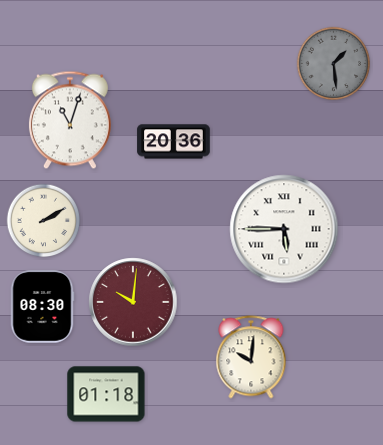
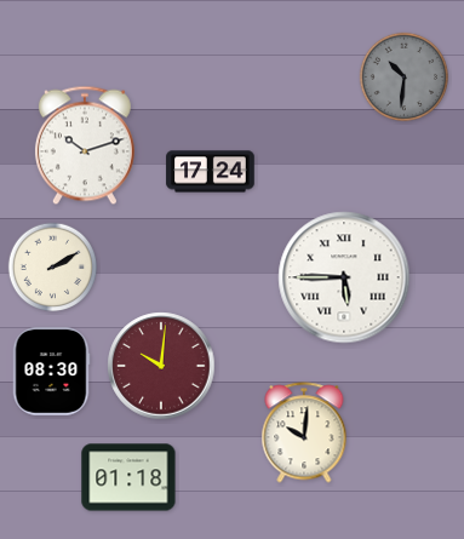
clock at (334, 64): 1:29 -> 10:31
clock at (70, 120): 11:03 -> 10:12
clock at (174, 142): 20:36 -> 17:24
